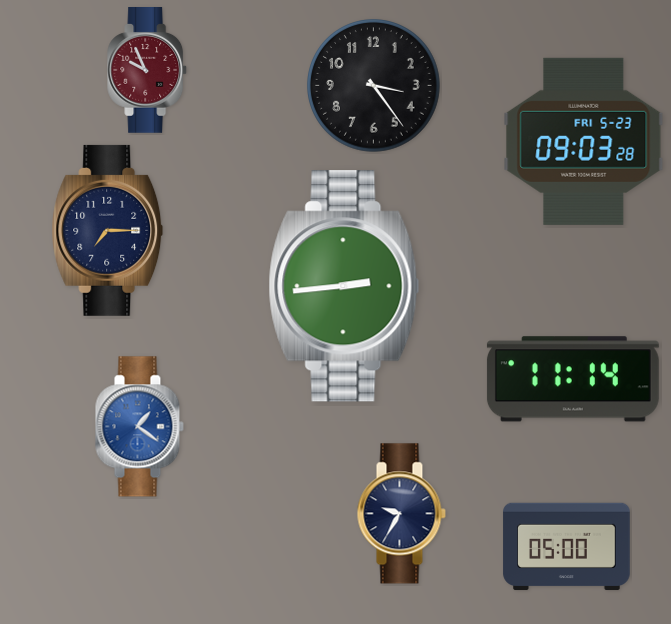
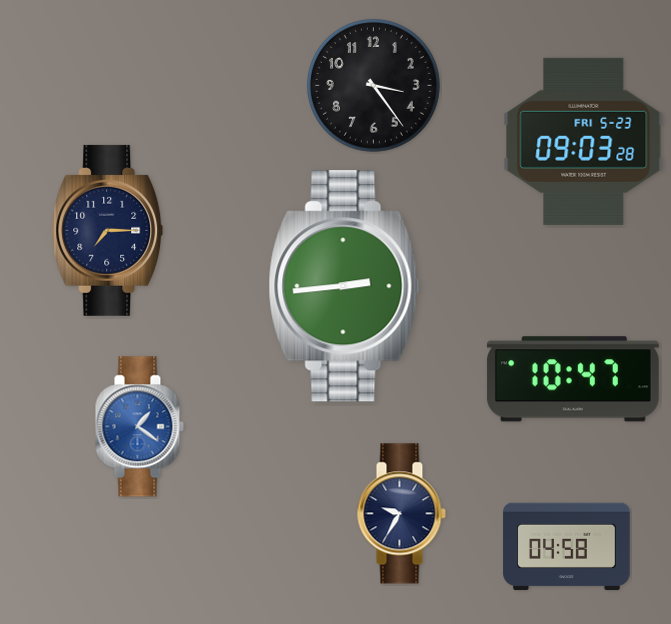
clock at (148, 70): 9:56 -> none
clock at (573, 379): 11:14 -> 10:47
clock at (567, 547): 05:00 -> 04:58
